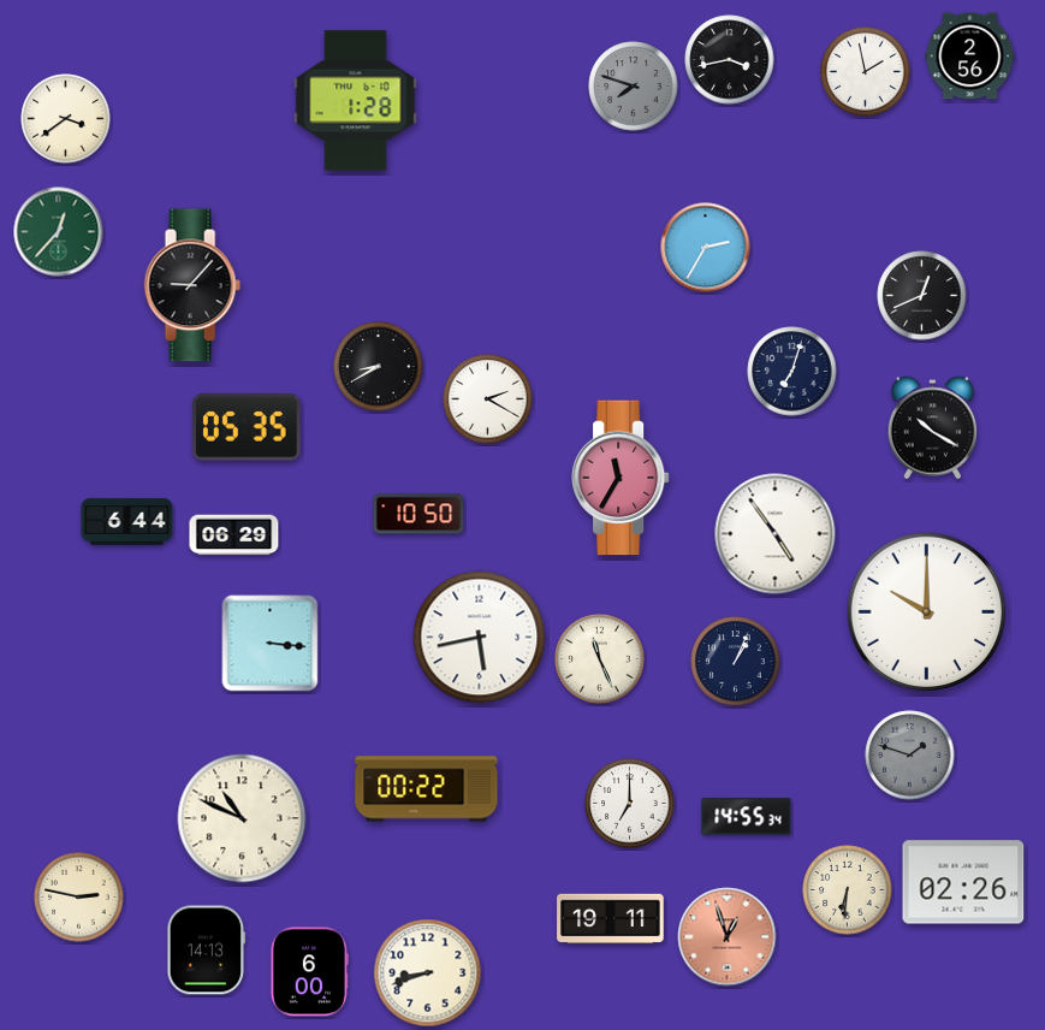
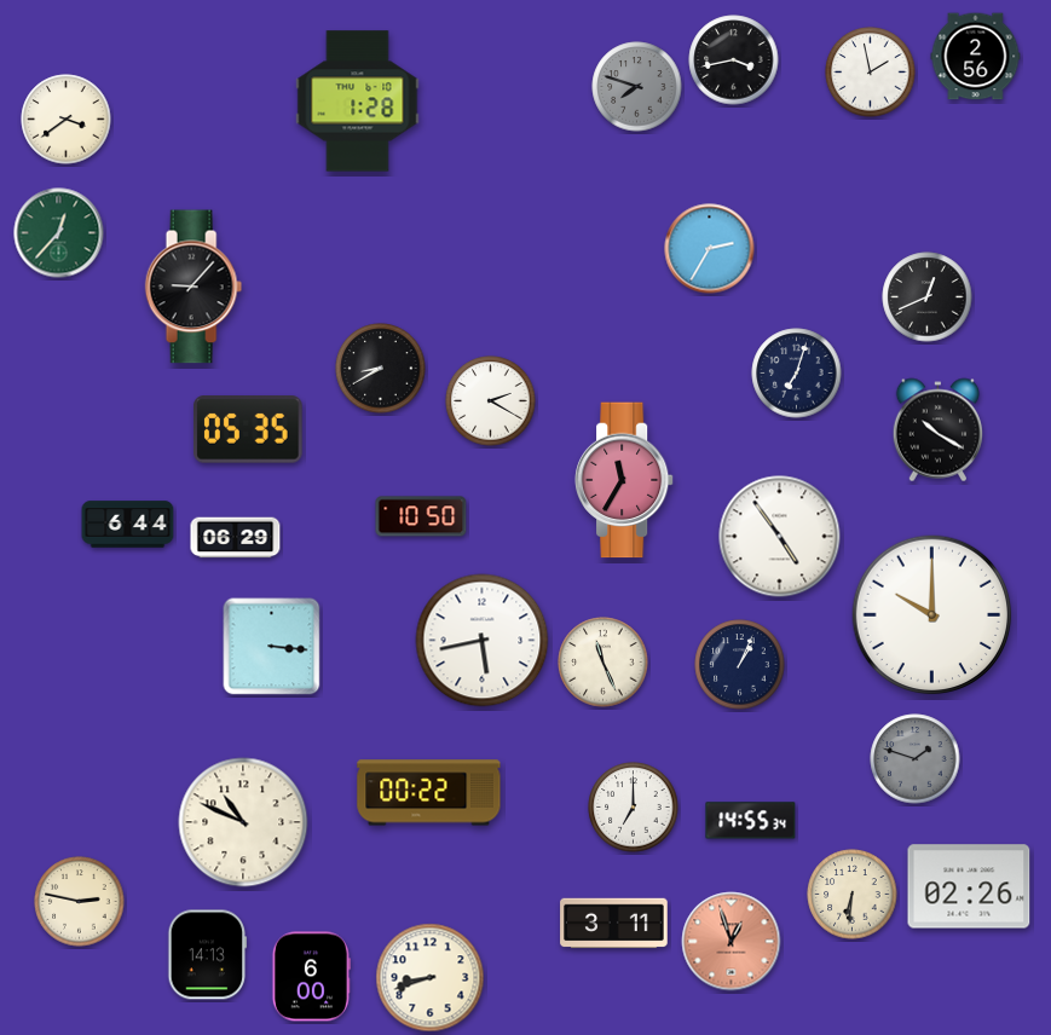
clock at (611, 919): 19:11 -> 3:11
